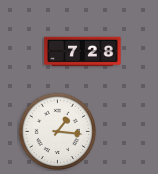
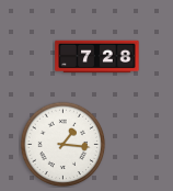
clock at (83, 52) position: (83, 52) -> (97, 57)
